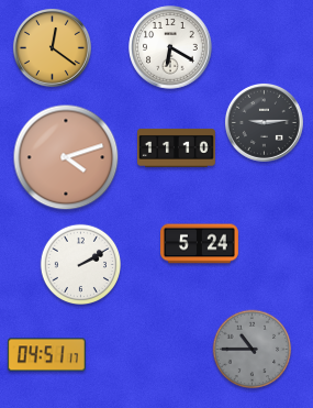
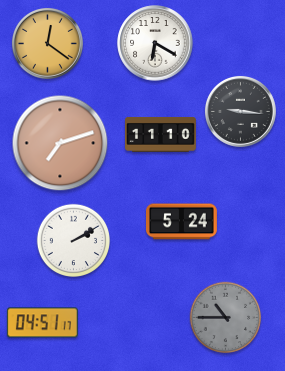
clock at (264, 122): 9:14 -> 9:16
clock at (66, 157): 4:12 -> 7:12
clock at (253, 350) position: (253, 350) -> (226, 318)
